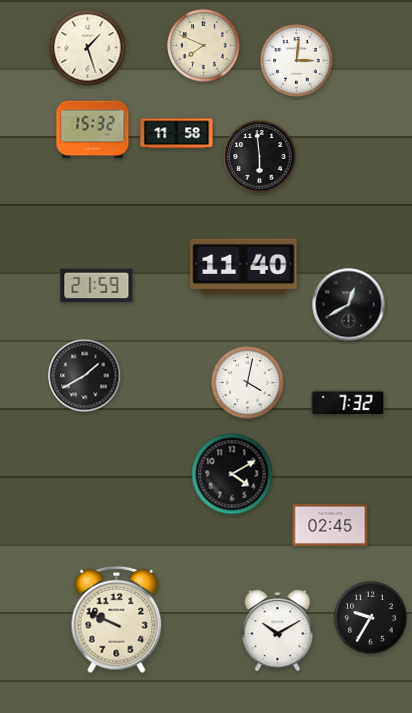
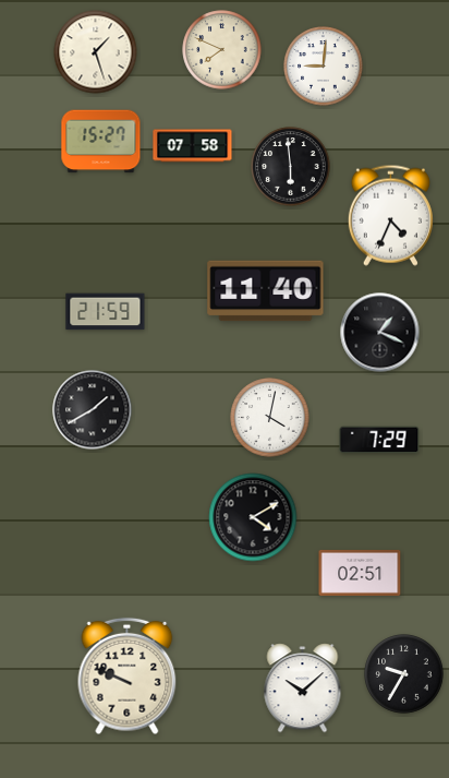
clock at (297, 61): 3:01 -> 9:01
clock at (93, 130): 15:32 -> 15:27
clock at (177, 134): 11:58 -> 07:58
clock at (260, 157) position: (260, 157) -> (291, 167)
clock at (390, 215): none -> 4:34
clock at (349, 305): 12:40 -> 1:19
clock at (348, 403): 7:32 -> 7:29
clock at (330, 525): 02:45 -> 02:51
clock at (278, 631): 10:10 -> 10:08
